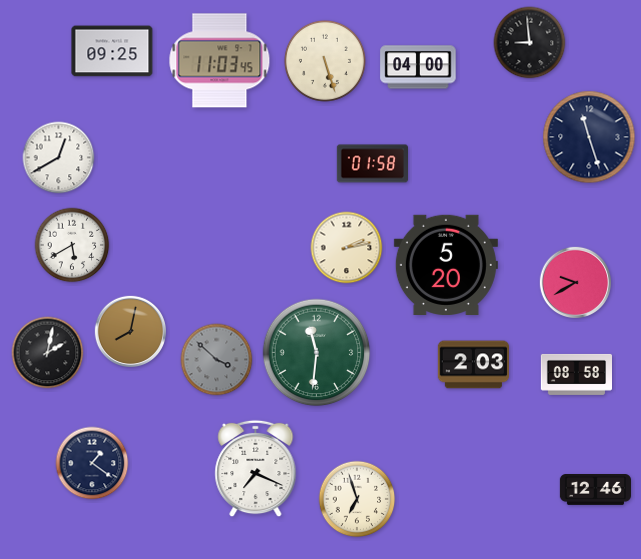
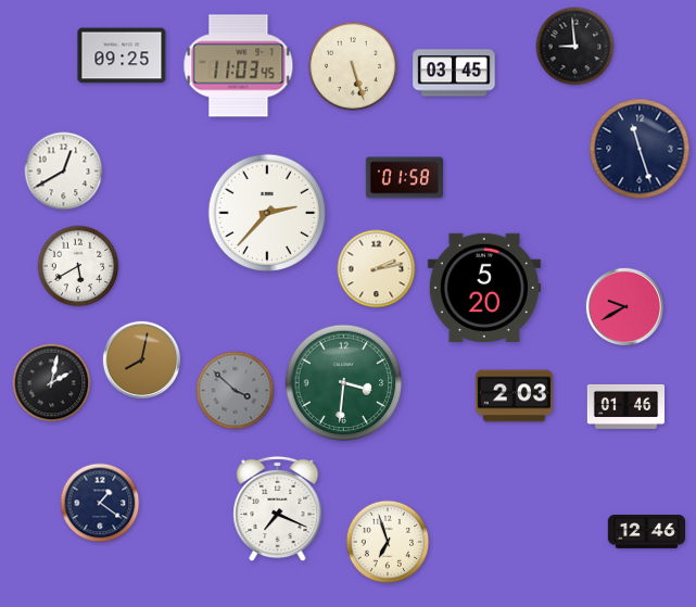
clock at (418, 67): 04:00 -> 03:45
clock at (267, 213): none -> 2:37
clock at (317, 353): 11:31 -> 3:31
clock at (576, 374): 08:58 -> 01:46
